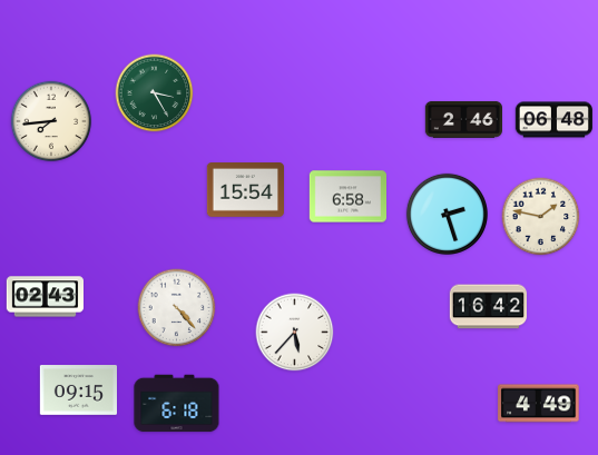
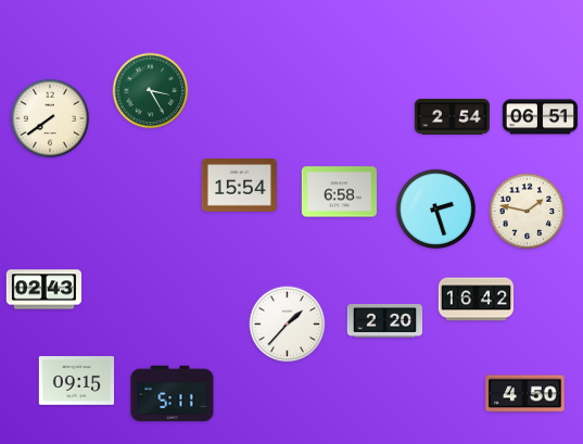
clock at (463, 119): 2:46 -> 2:54
clock at (555, 120): 06:48 -> 06:51
clock at (51, 121): 7:44 -> 7:39
clock at (177, 308): 4:23 -> none
clock at (385, 321): none -> 2:20
clock at (295, 333): 5:37 -> 1:37
clock at (177, 404): 6:18 -> 5:11
clock at (539, 404): 4:49 -> 4:50
